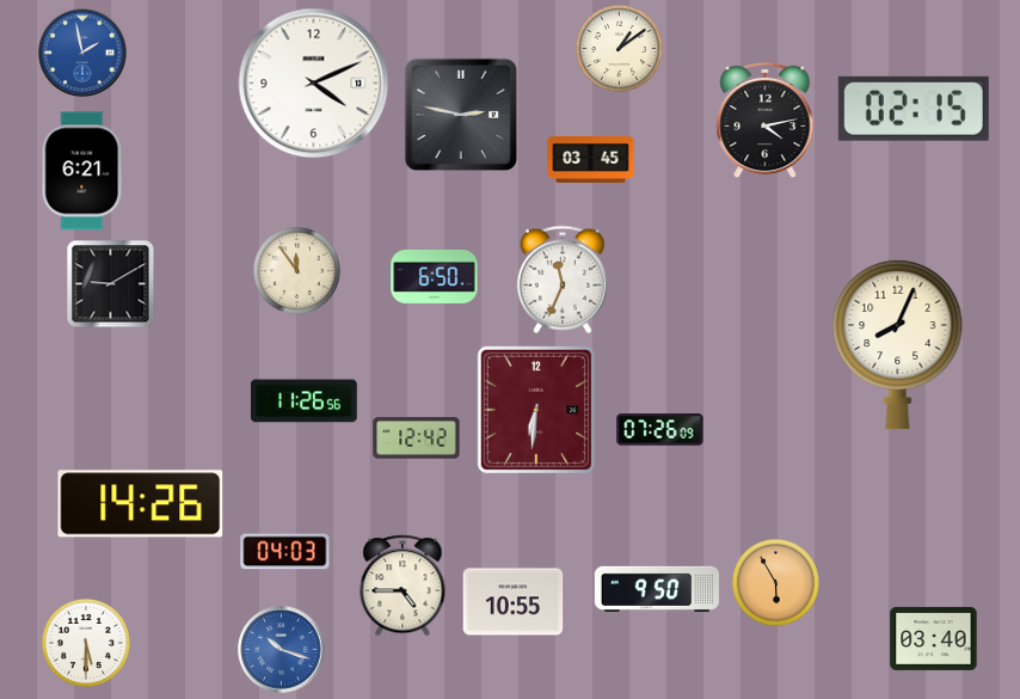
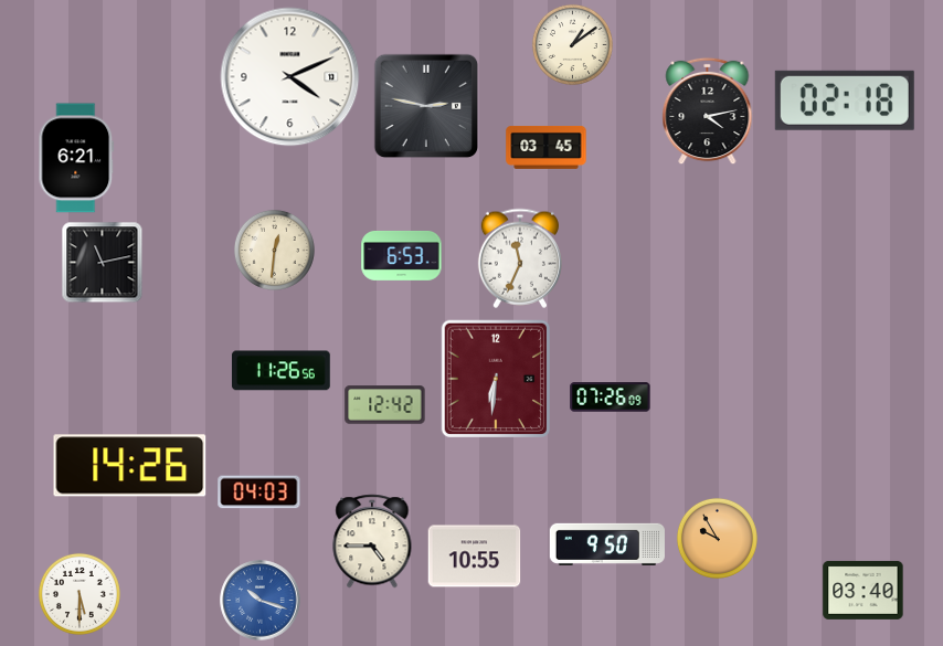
clock at (82, 53): 1:58 -> none
clock at (914, 109): 02:15 -> 02:18
clock at (296, 270): 11:54 -> 12:31
clock at (435, 277): 6:50 -> 6:53
clock at (111, 284): 9:10 -> 11:13
clock at (898, 344): 8:04 -> none
clock at (285, 552) position: (285, 552) -> (259, 493)
clock at (775, 582): 5:55 -> 9:55
